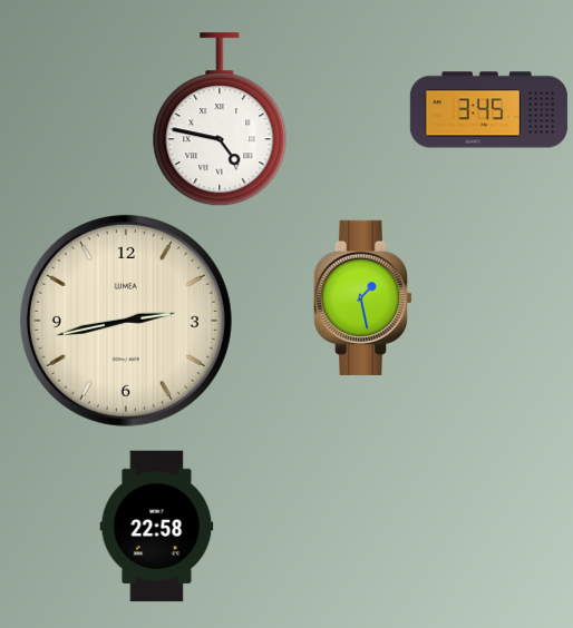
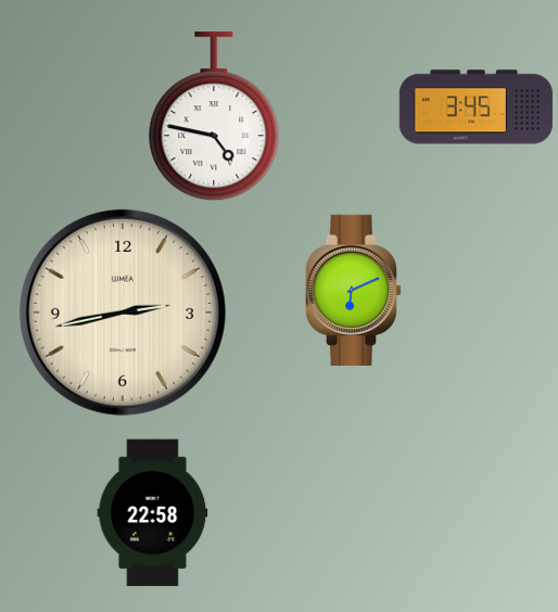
clock at (363, 297): 1:28 -> 6:11
